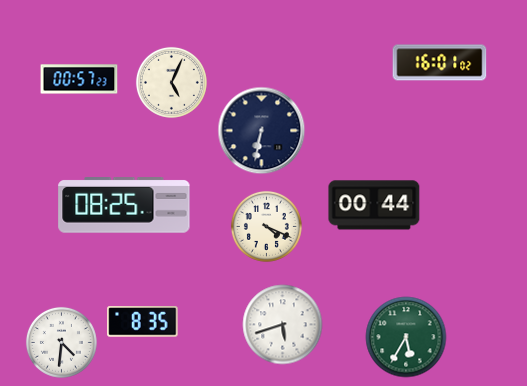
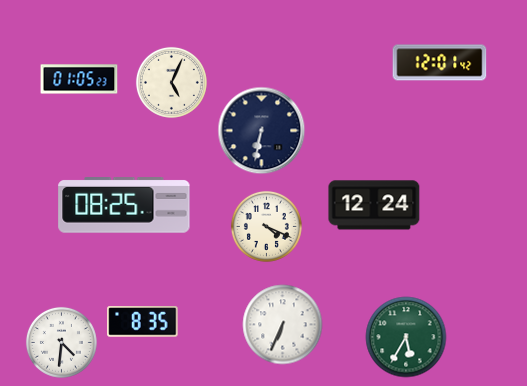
clock at (440, 63): 16:01 -> 12:01
clock at (79, 79): 00:57 -> 01:05
clock at (374, 205): 00:44 -> 12:24
clock at (283, 325): 5:42 -> 6:34
